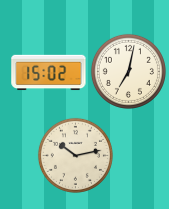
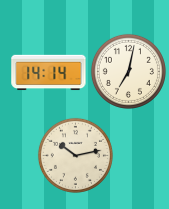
clock at (49, 73): 15:02 -> 14:14
